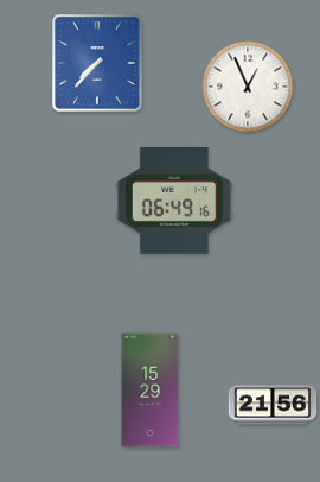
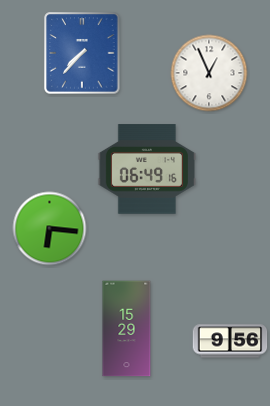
clock at (50, 229): none -> 6:16
clock at (273, 405): 21:56 -> 9:56
